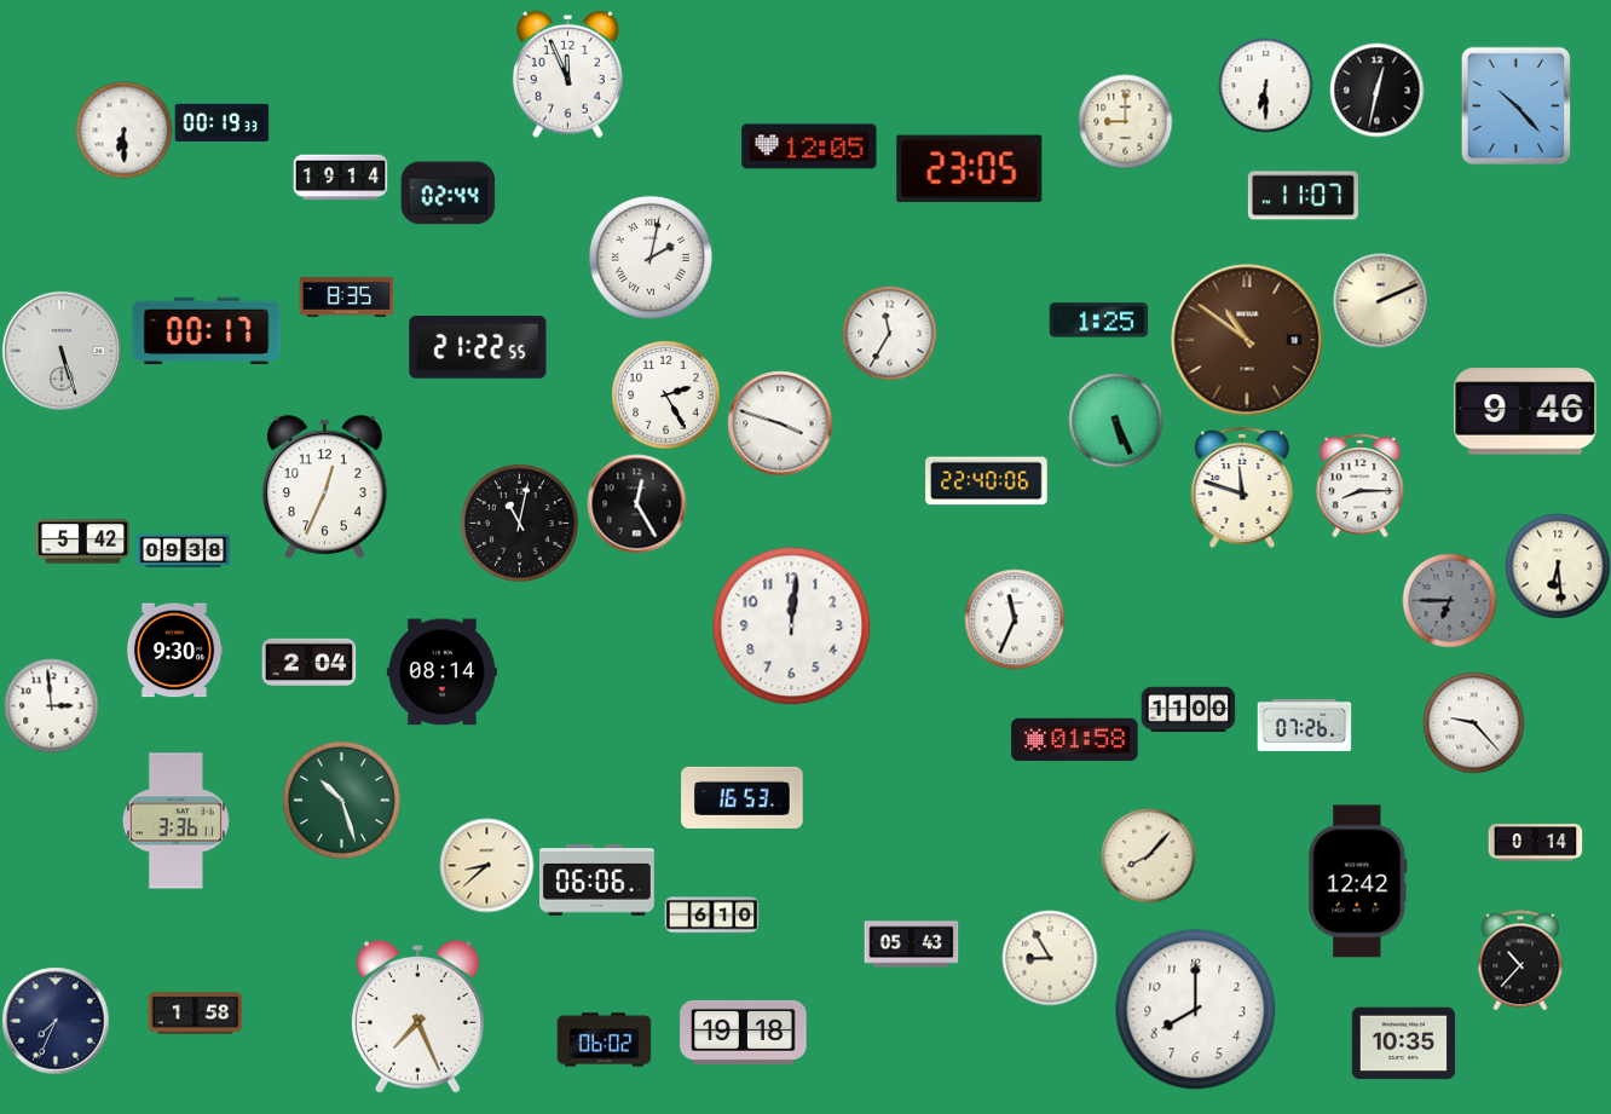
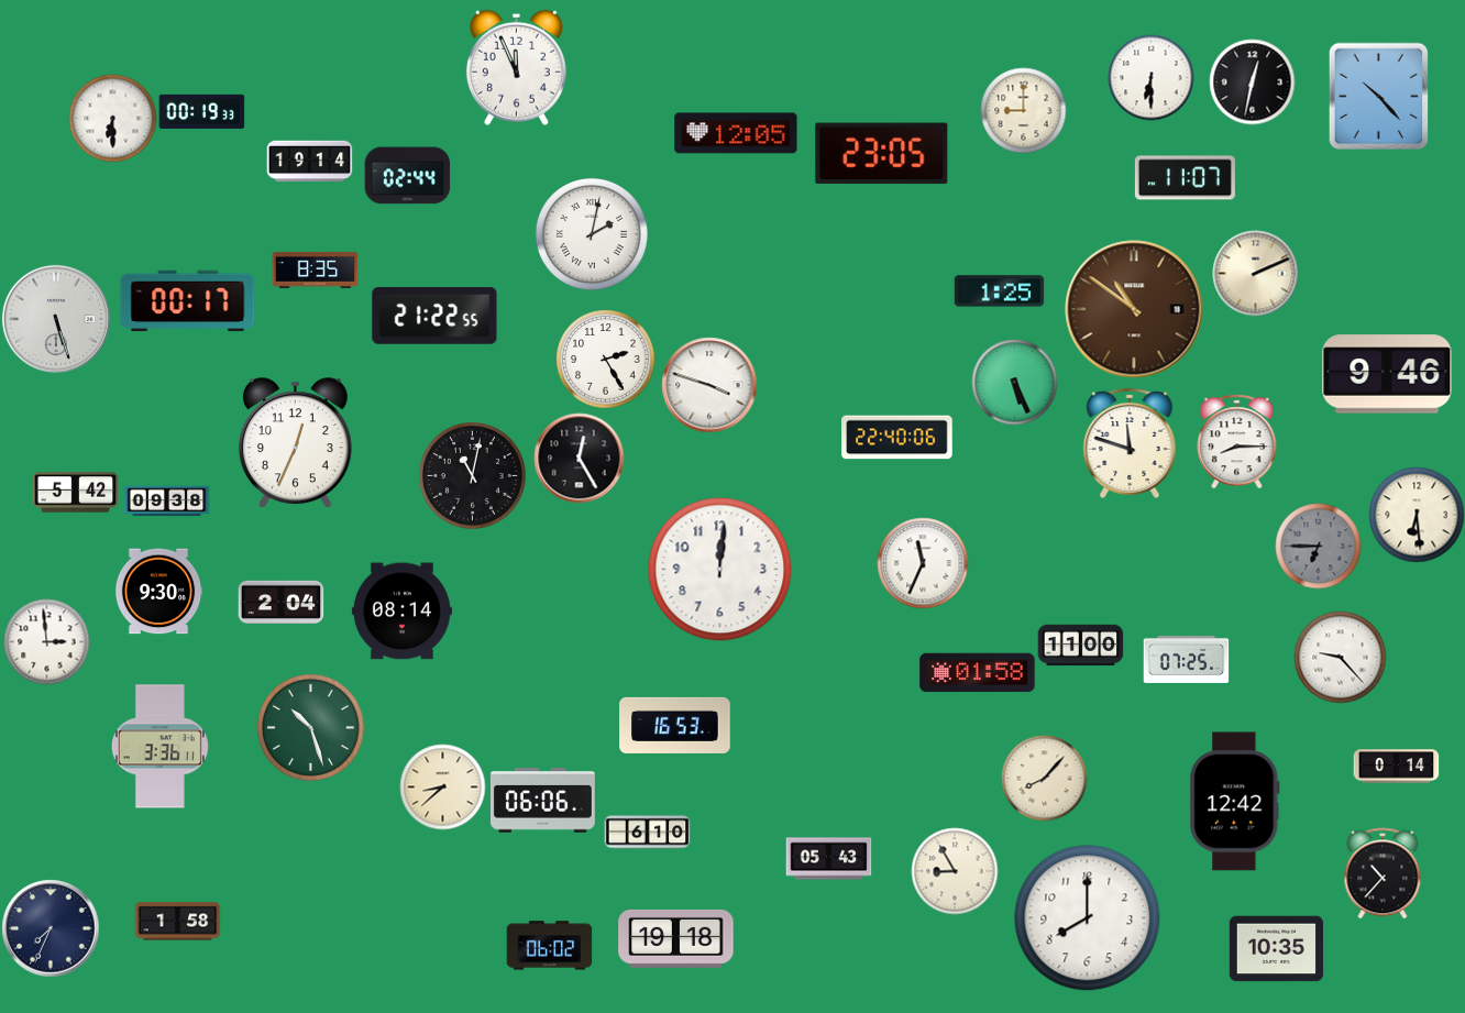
clock at (889, 333): 11:35 -> none
clock at (1304, 725): 07:26 -> 07:25
clock at (417, 1016): 7:26 -> none
